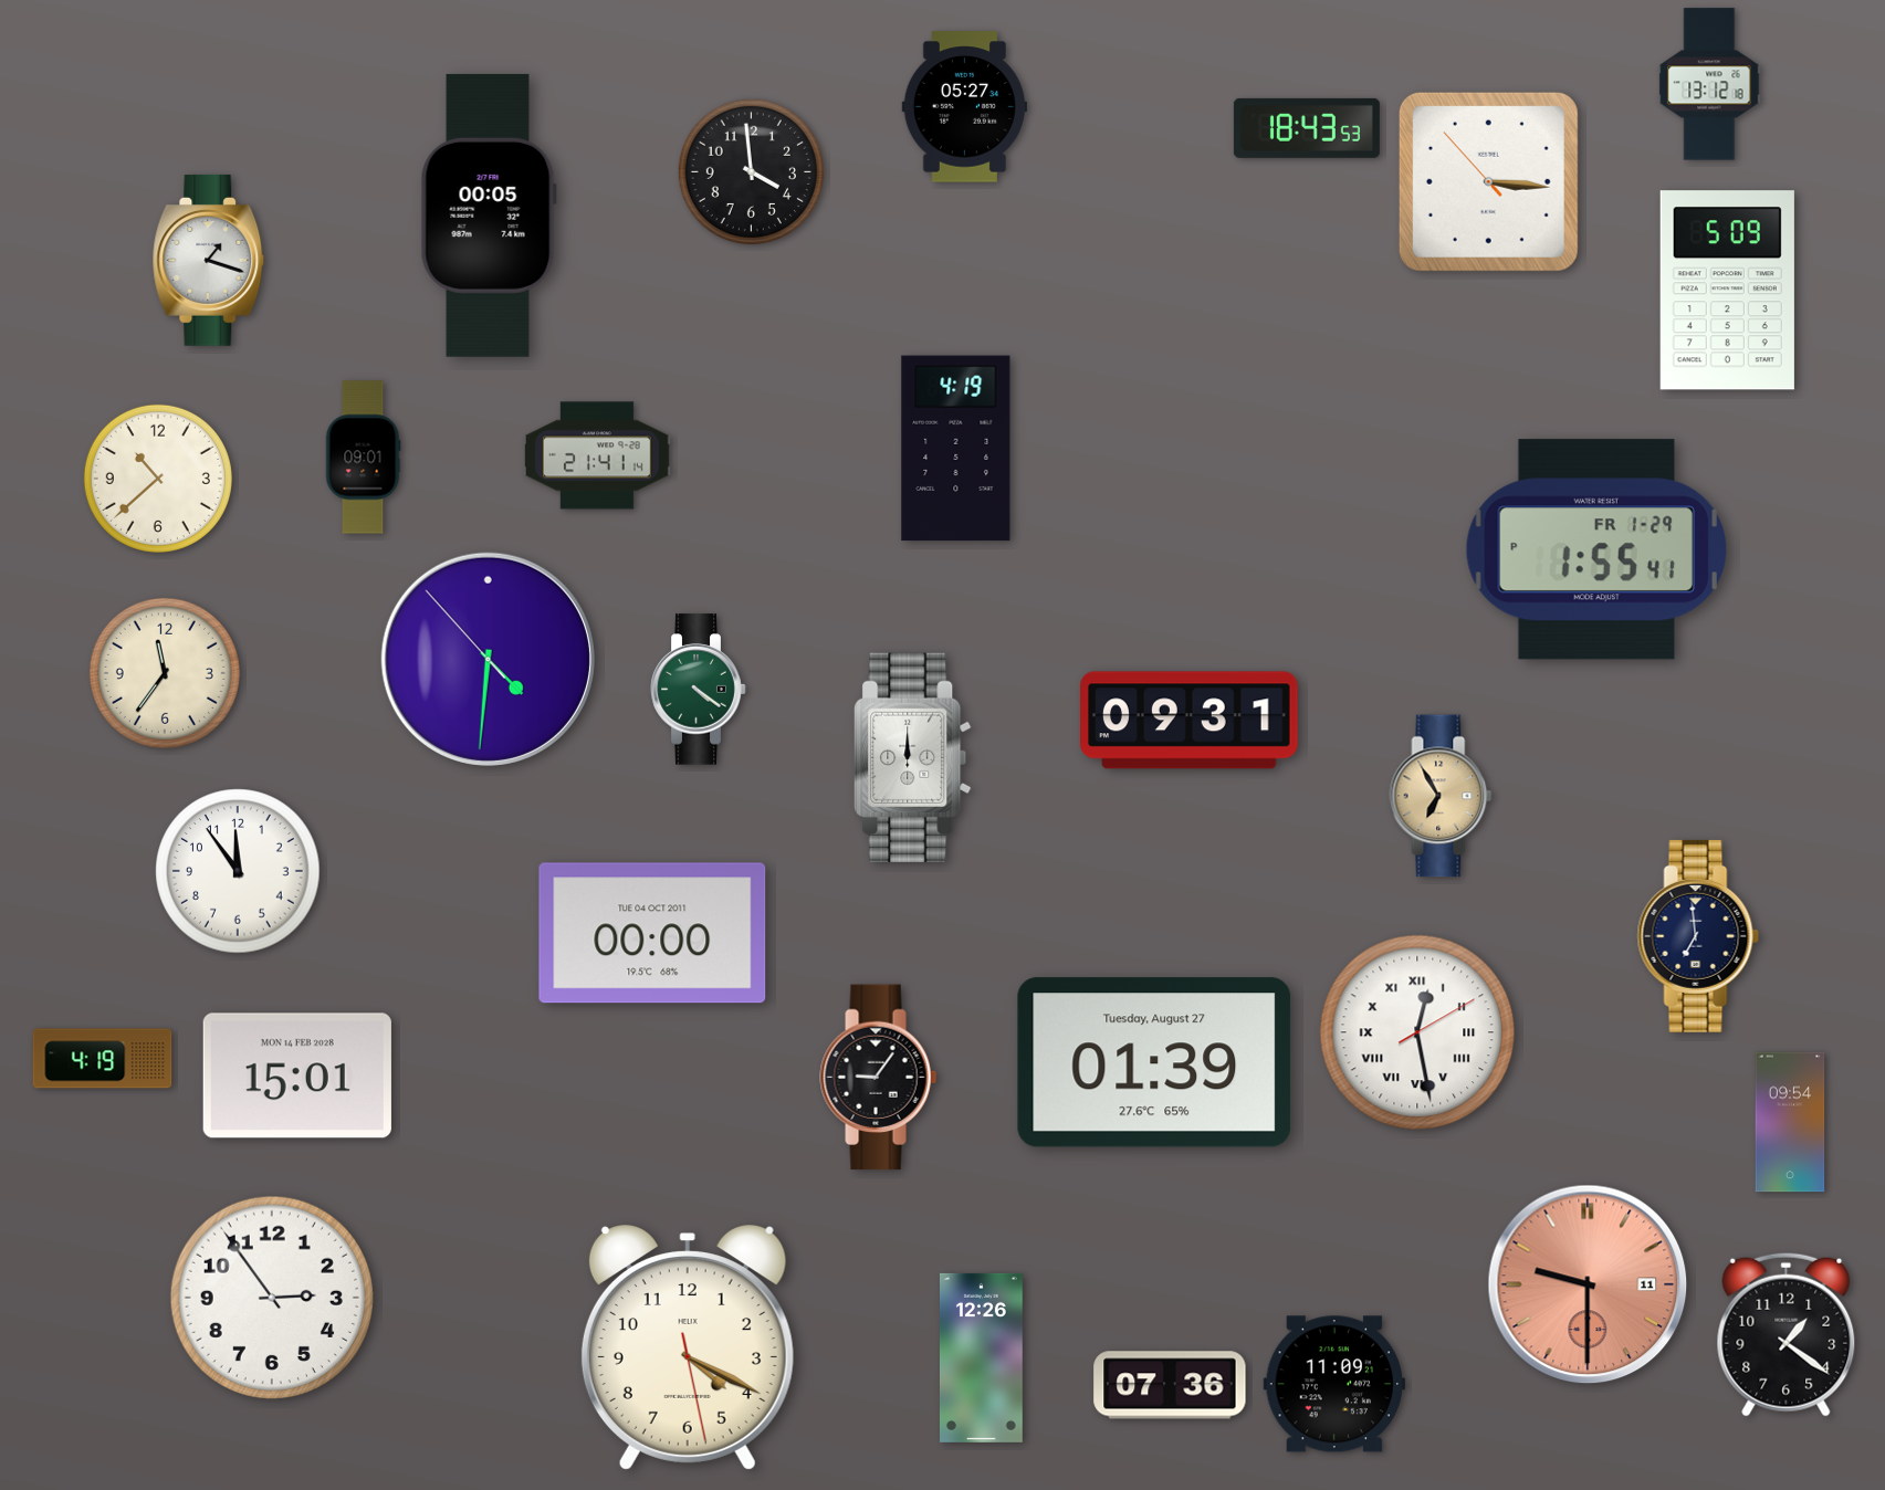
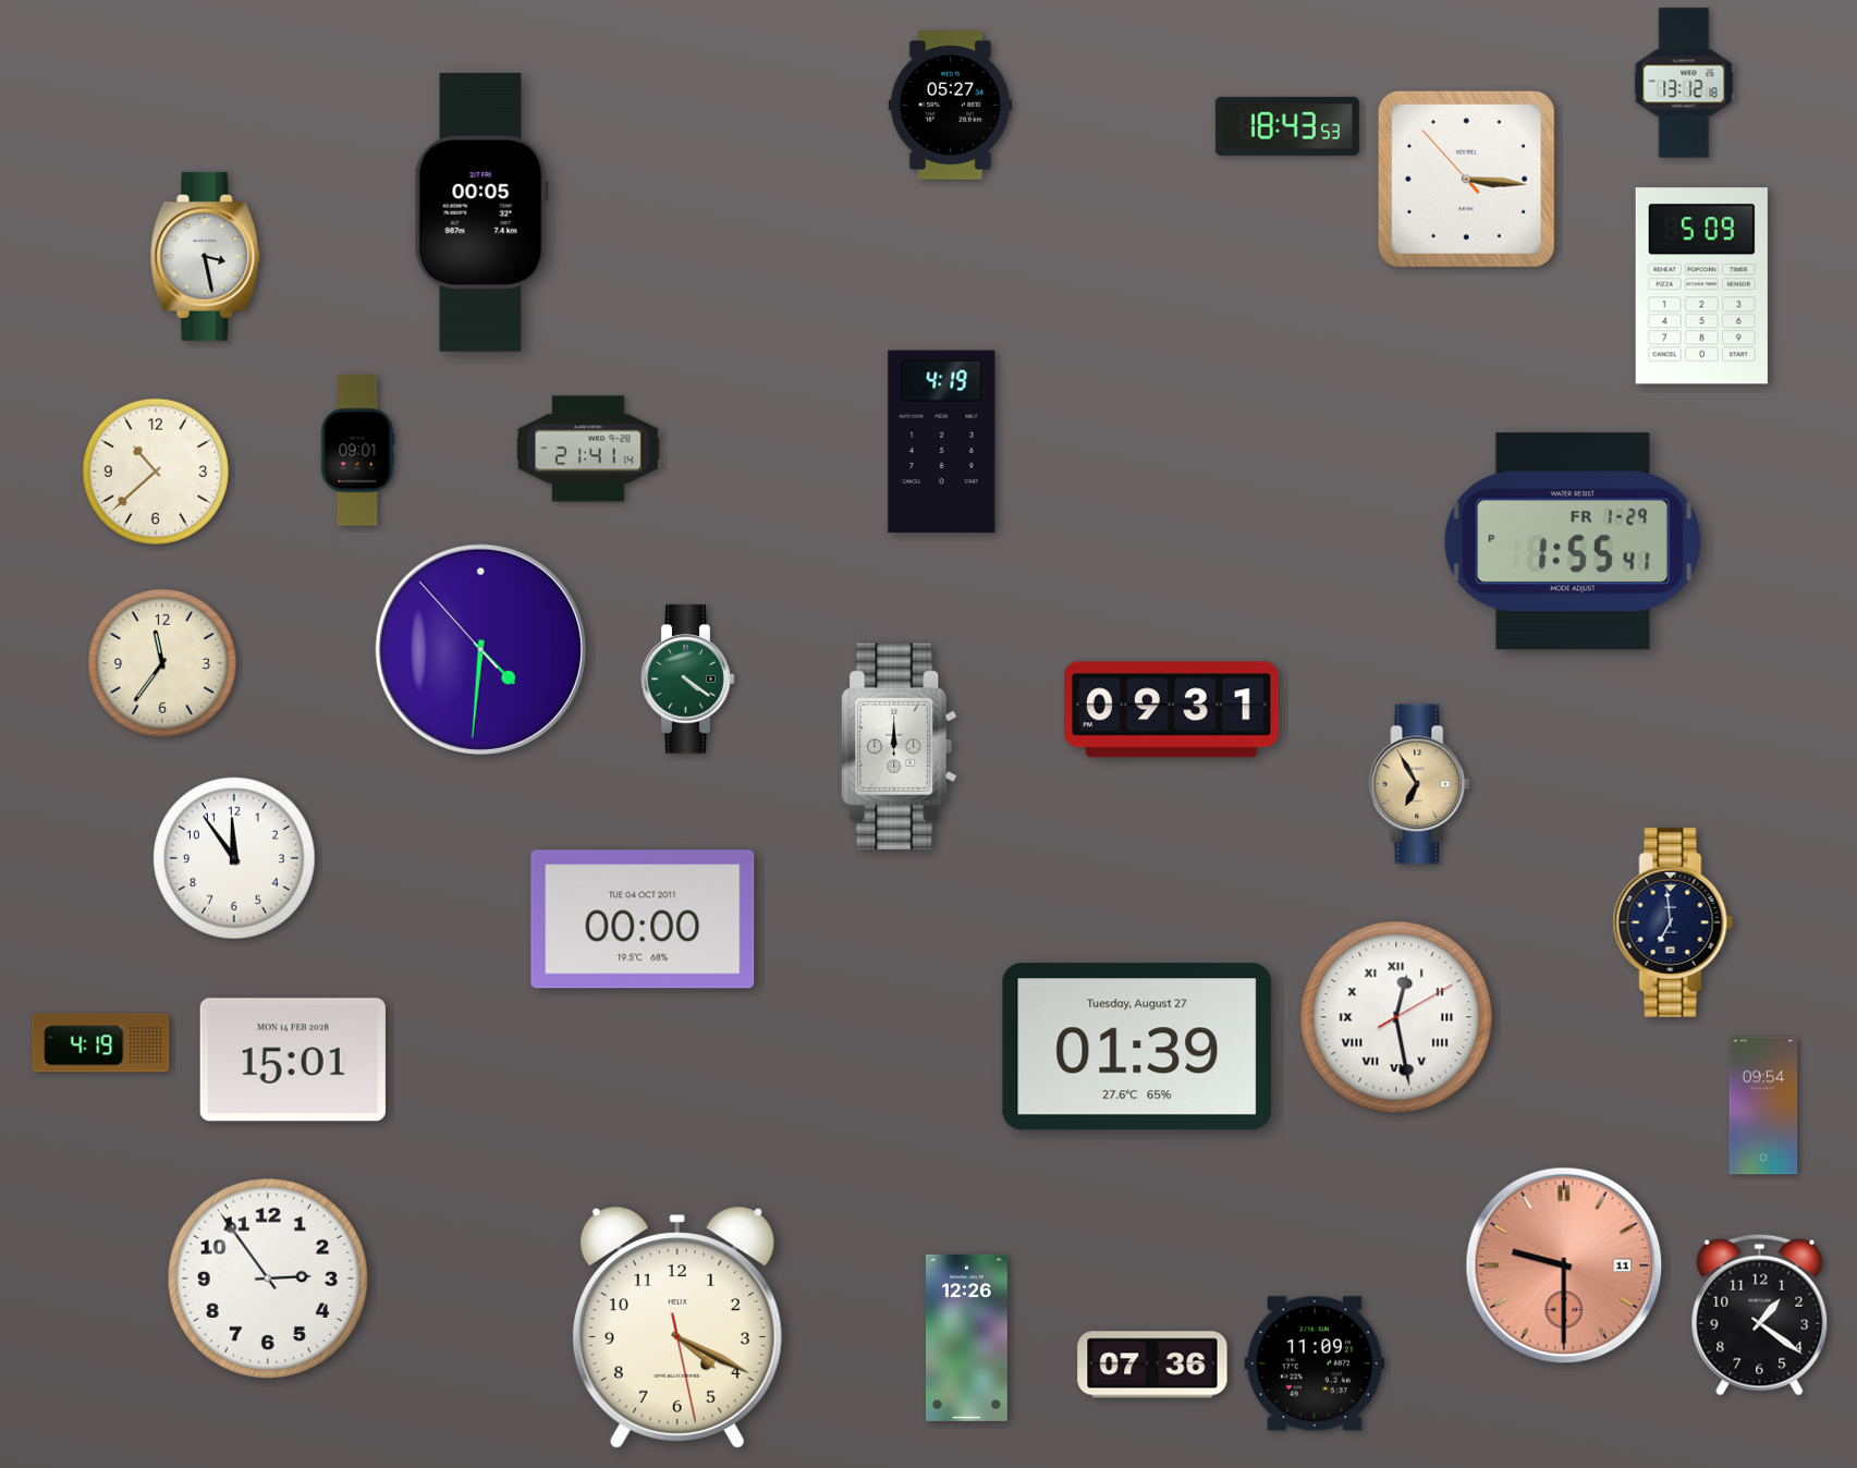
clock at (751, 171): 3:59 -> none
clock at (209, 261): 1:18 -> 3:28
clock at (879, 1078): 9:06 -> none
